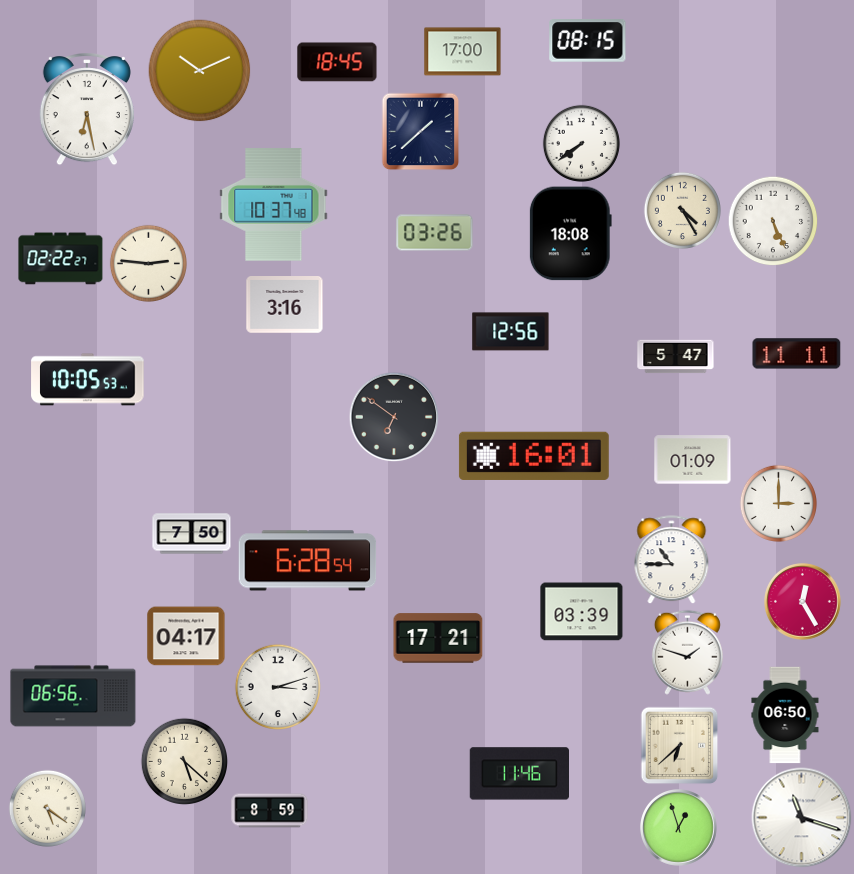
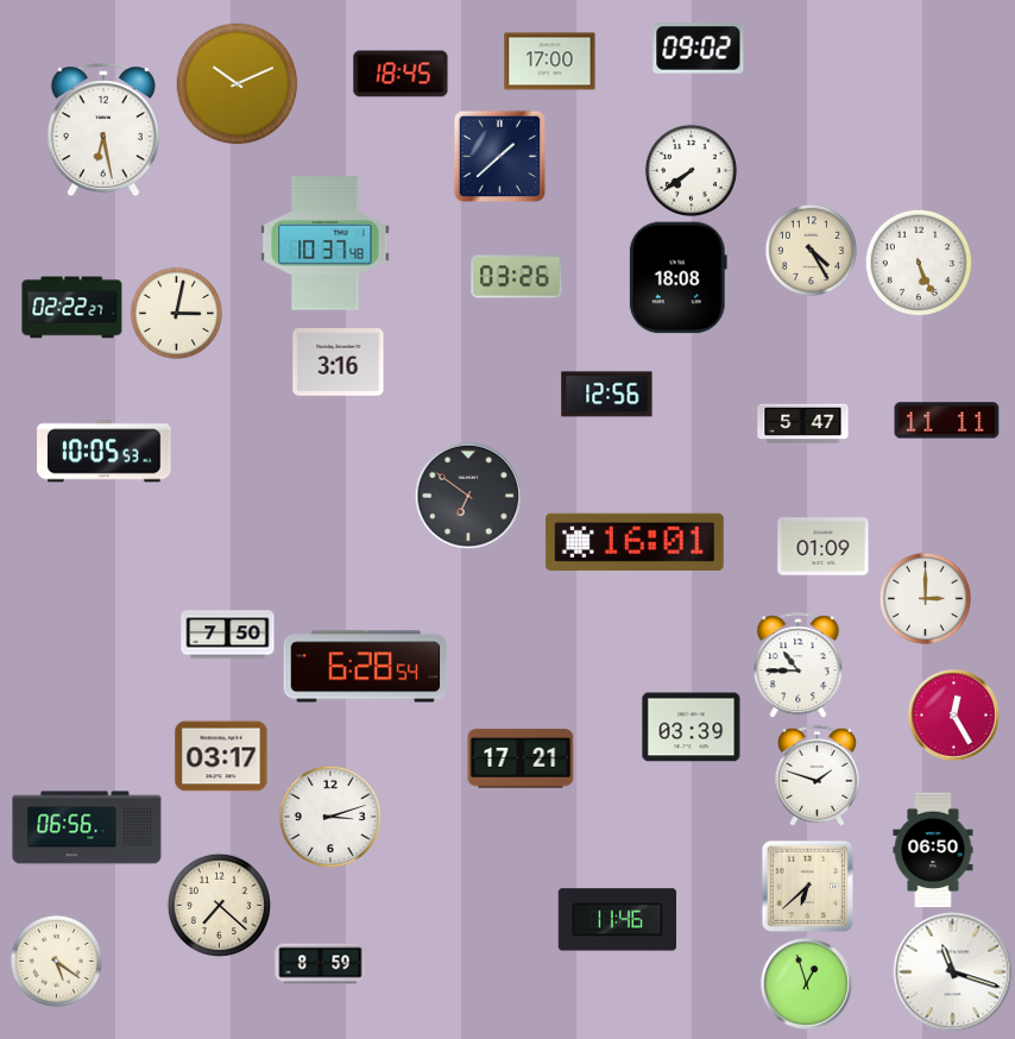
clock at (588, 41): 08:15 -> 09:02
clock at (148, 263): 2:46 -> 3:02
clock at (186, 636): 04:17 -> 03:17
clock at (184, 761): 5:22 -> 7:22
